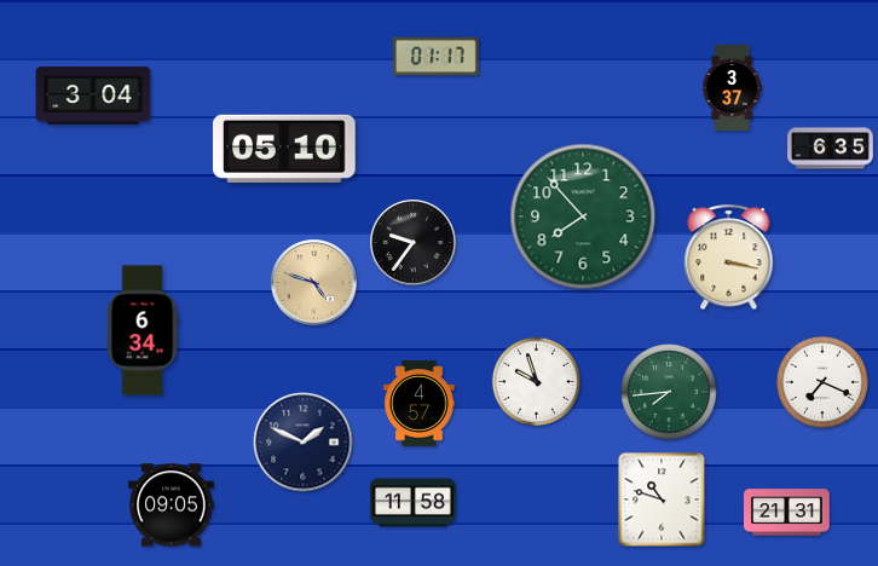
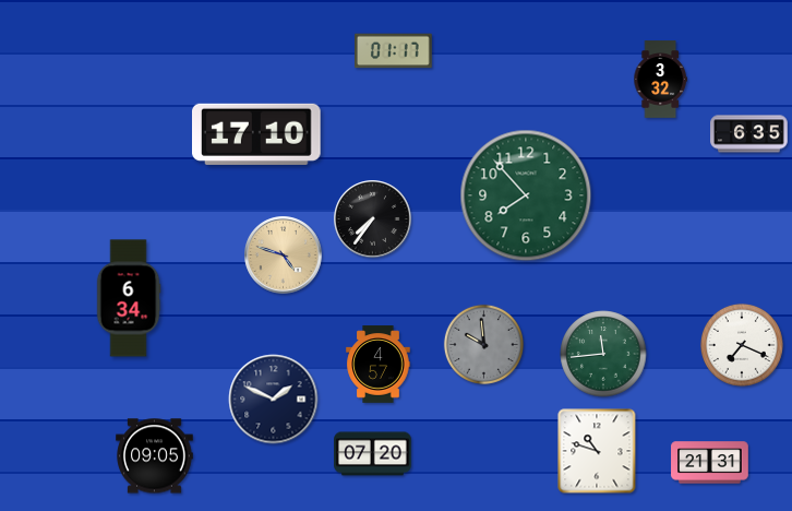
clock at (732, 88): 3:37 -> 3:32
clock at (93, 96): 3:04 -> none
clock at (285, 149): 05:10 -> 17:10
clock at (414, 243): 9:36 -> 7:36
clock at (729, 258): 3:17 -> none
clock at (536, 381): 9:57 -> 9:59
clock at (536, 381) dial: white -> grey
clock at (669, 392): 7:44 -> 11:44
clock at (414, 503): 11:58 -> 07:20
